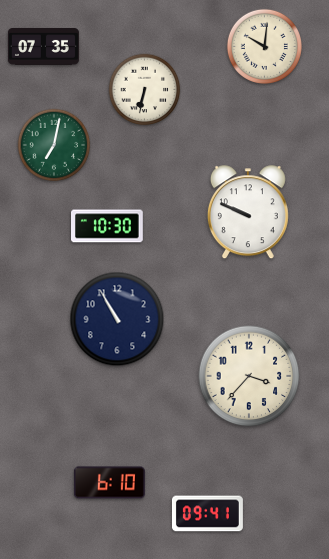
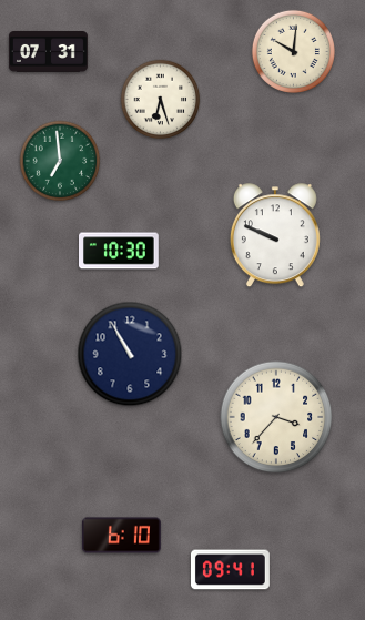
clock at (43, 47): 07:35 -> 07:31
clock at (145, 90): 6:32 -> 6:27
clock at (54, 145): 7:02 -> 6:59
